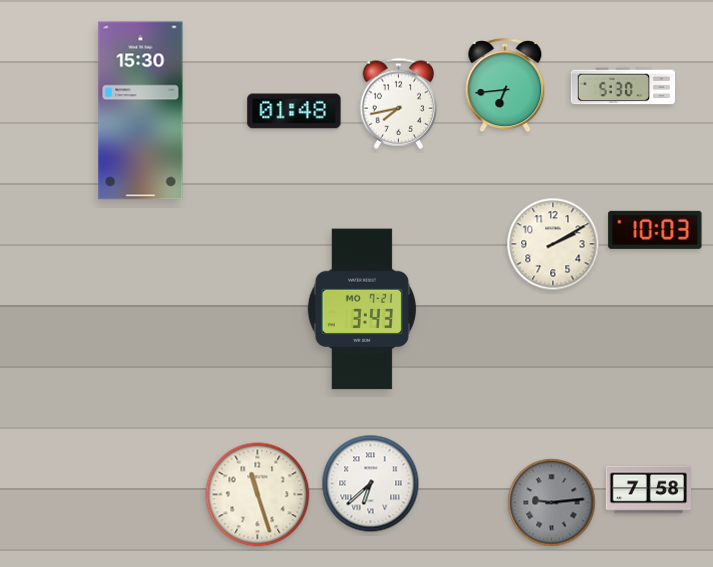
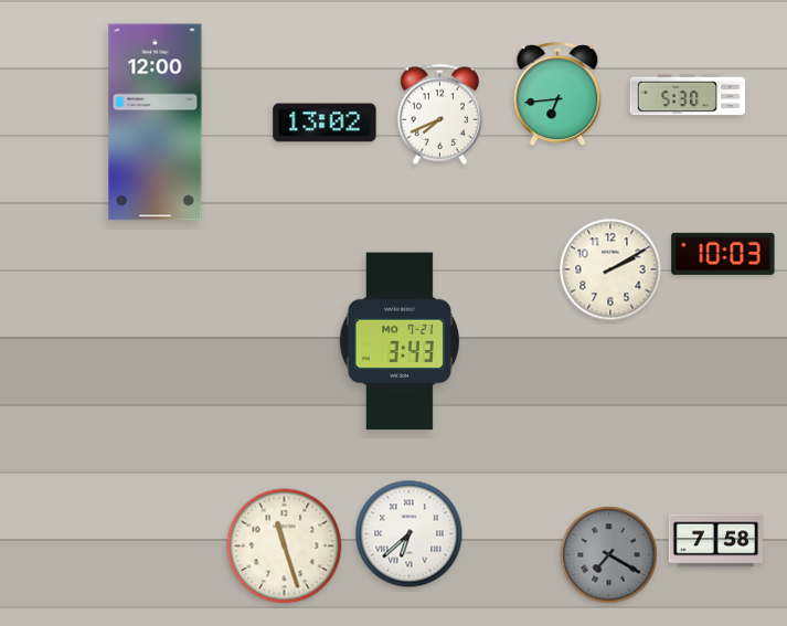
clock at (399, 103): 7:43 -> 7:41
clock at (141, 111): 15:30 -> 12:00
clock at (294, 111): 01:48 -> 13:02
clock at (552, 503): 9:14 -> 7:20
